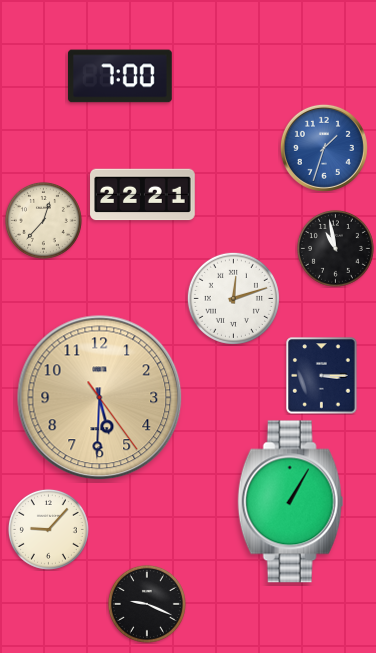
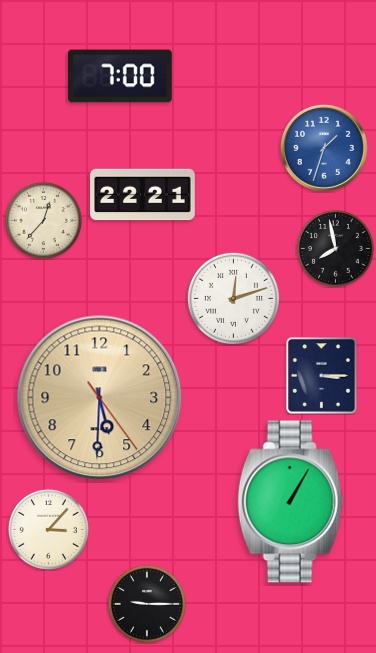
clock at (335, 248): 10:58 -> 7:58
clock at (48, 529): 9:07 -> 3:07
clock at (147, 604): 9:19 -> 9:15
